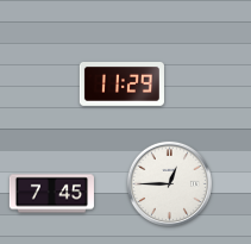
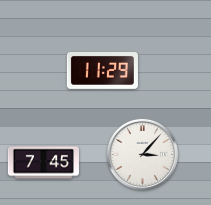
clock at (169, 183): 12:45 -> 3:07
